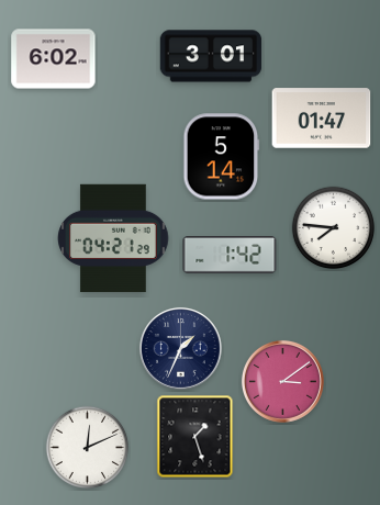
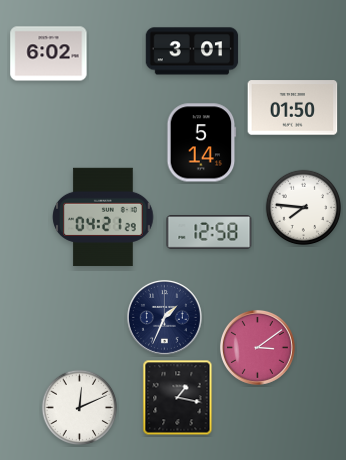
clock at (322, 119): 01:47 -> 01:50
clock at (230, 256): 1:42 -> 12:58
clock at (195, 437): 1:27 -> 1:17
